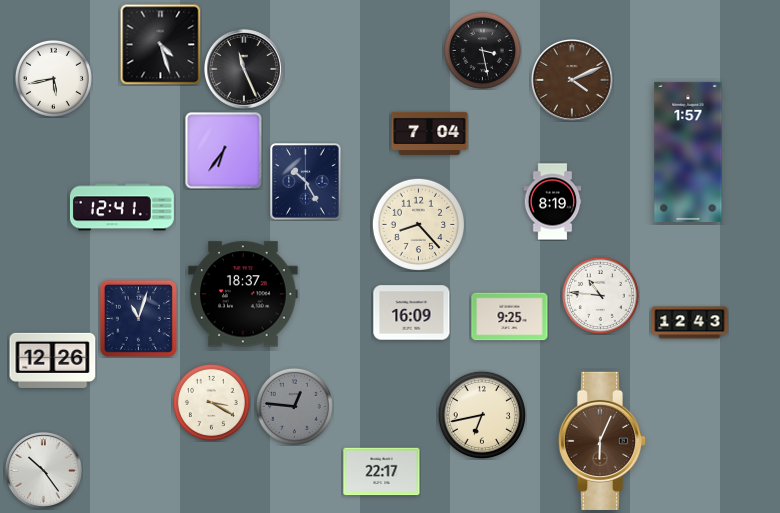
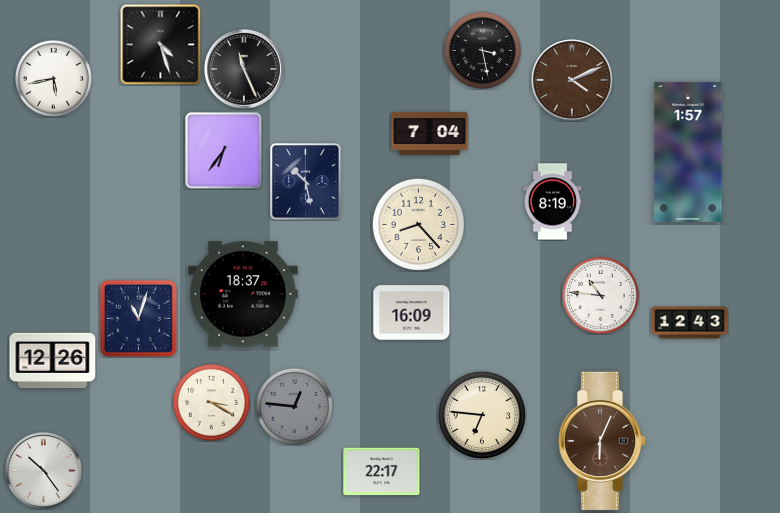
clock at (306, 182): 10:25 -> 10:28
clock at (122, 207): 12:41 -> none
clock at (510, 317): 9:25 -> none
clock at (482, 415): 6:43 -> 6:46
